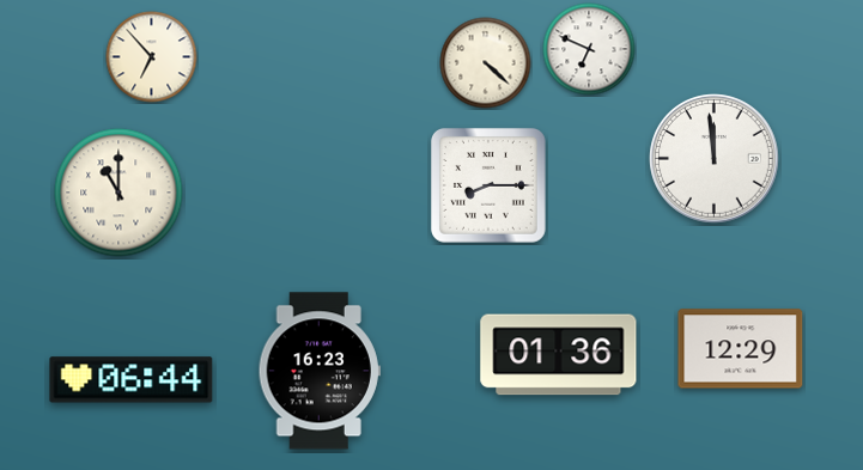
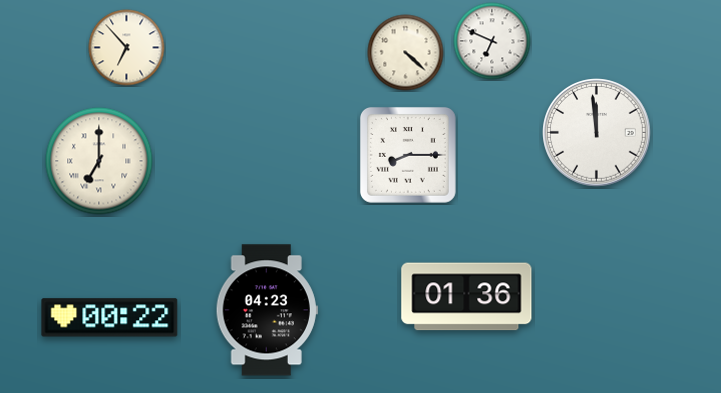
clock at (118, 193): 11:00 -> 7:00
clock at (741, 349): 12:29 -> none
clock at (320, 371): 16:23 -> 04:23
clock at (132, 380): 06:44 -> 00:22
